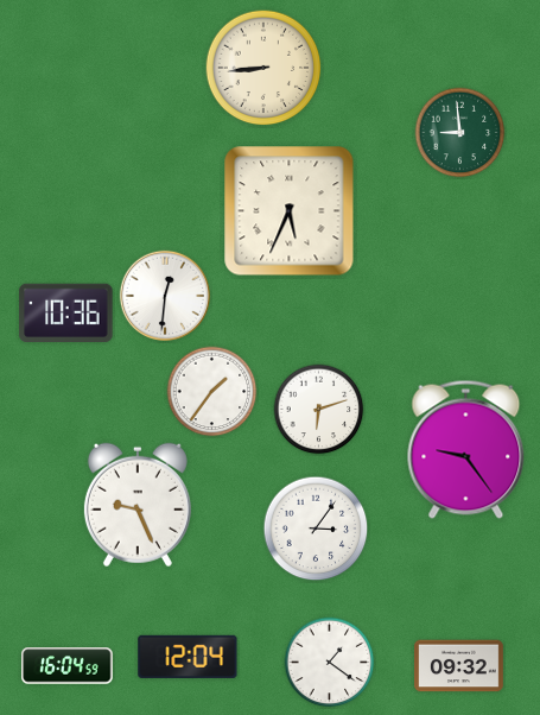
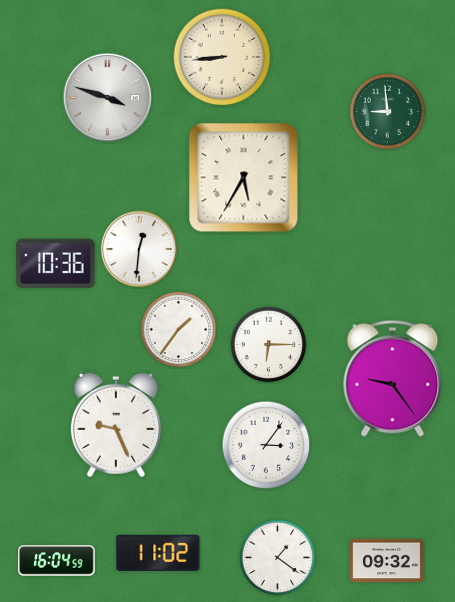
clock at (108, 98): none -> 3:48
clock at (290, 211): 5:34 -> 5:35
clock at (319, 410): 6:12 -> 6:15
clock at (188, 657): 12:04 -> 11:02
